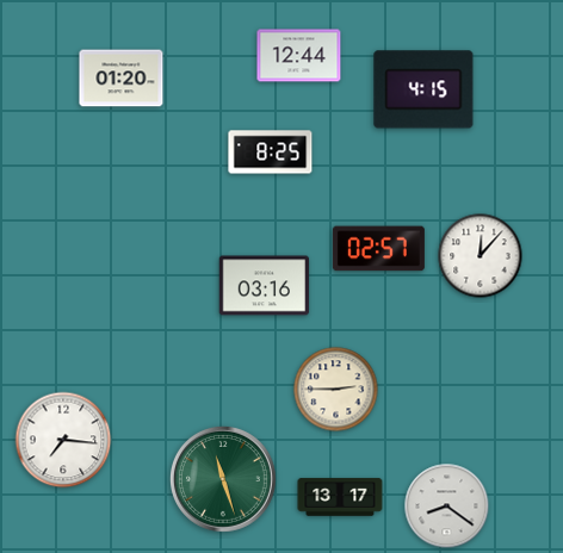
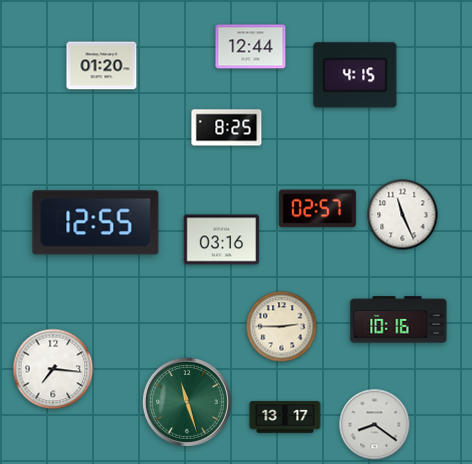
clock at (481, 256): 12:07 -> 11:26
clock at (96, 223): none -> 12:55
clock at (399, 320): none -> 10:16
